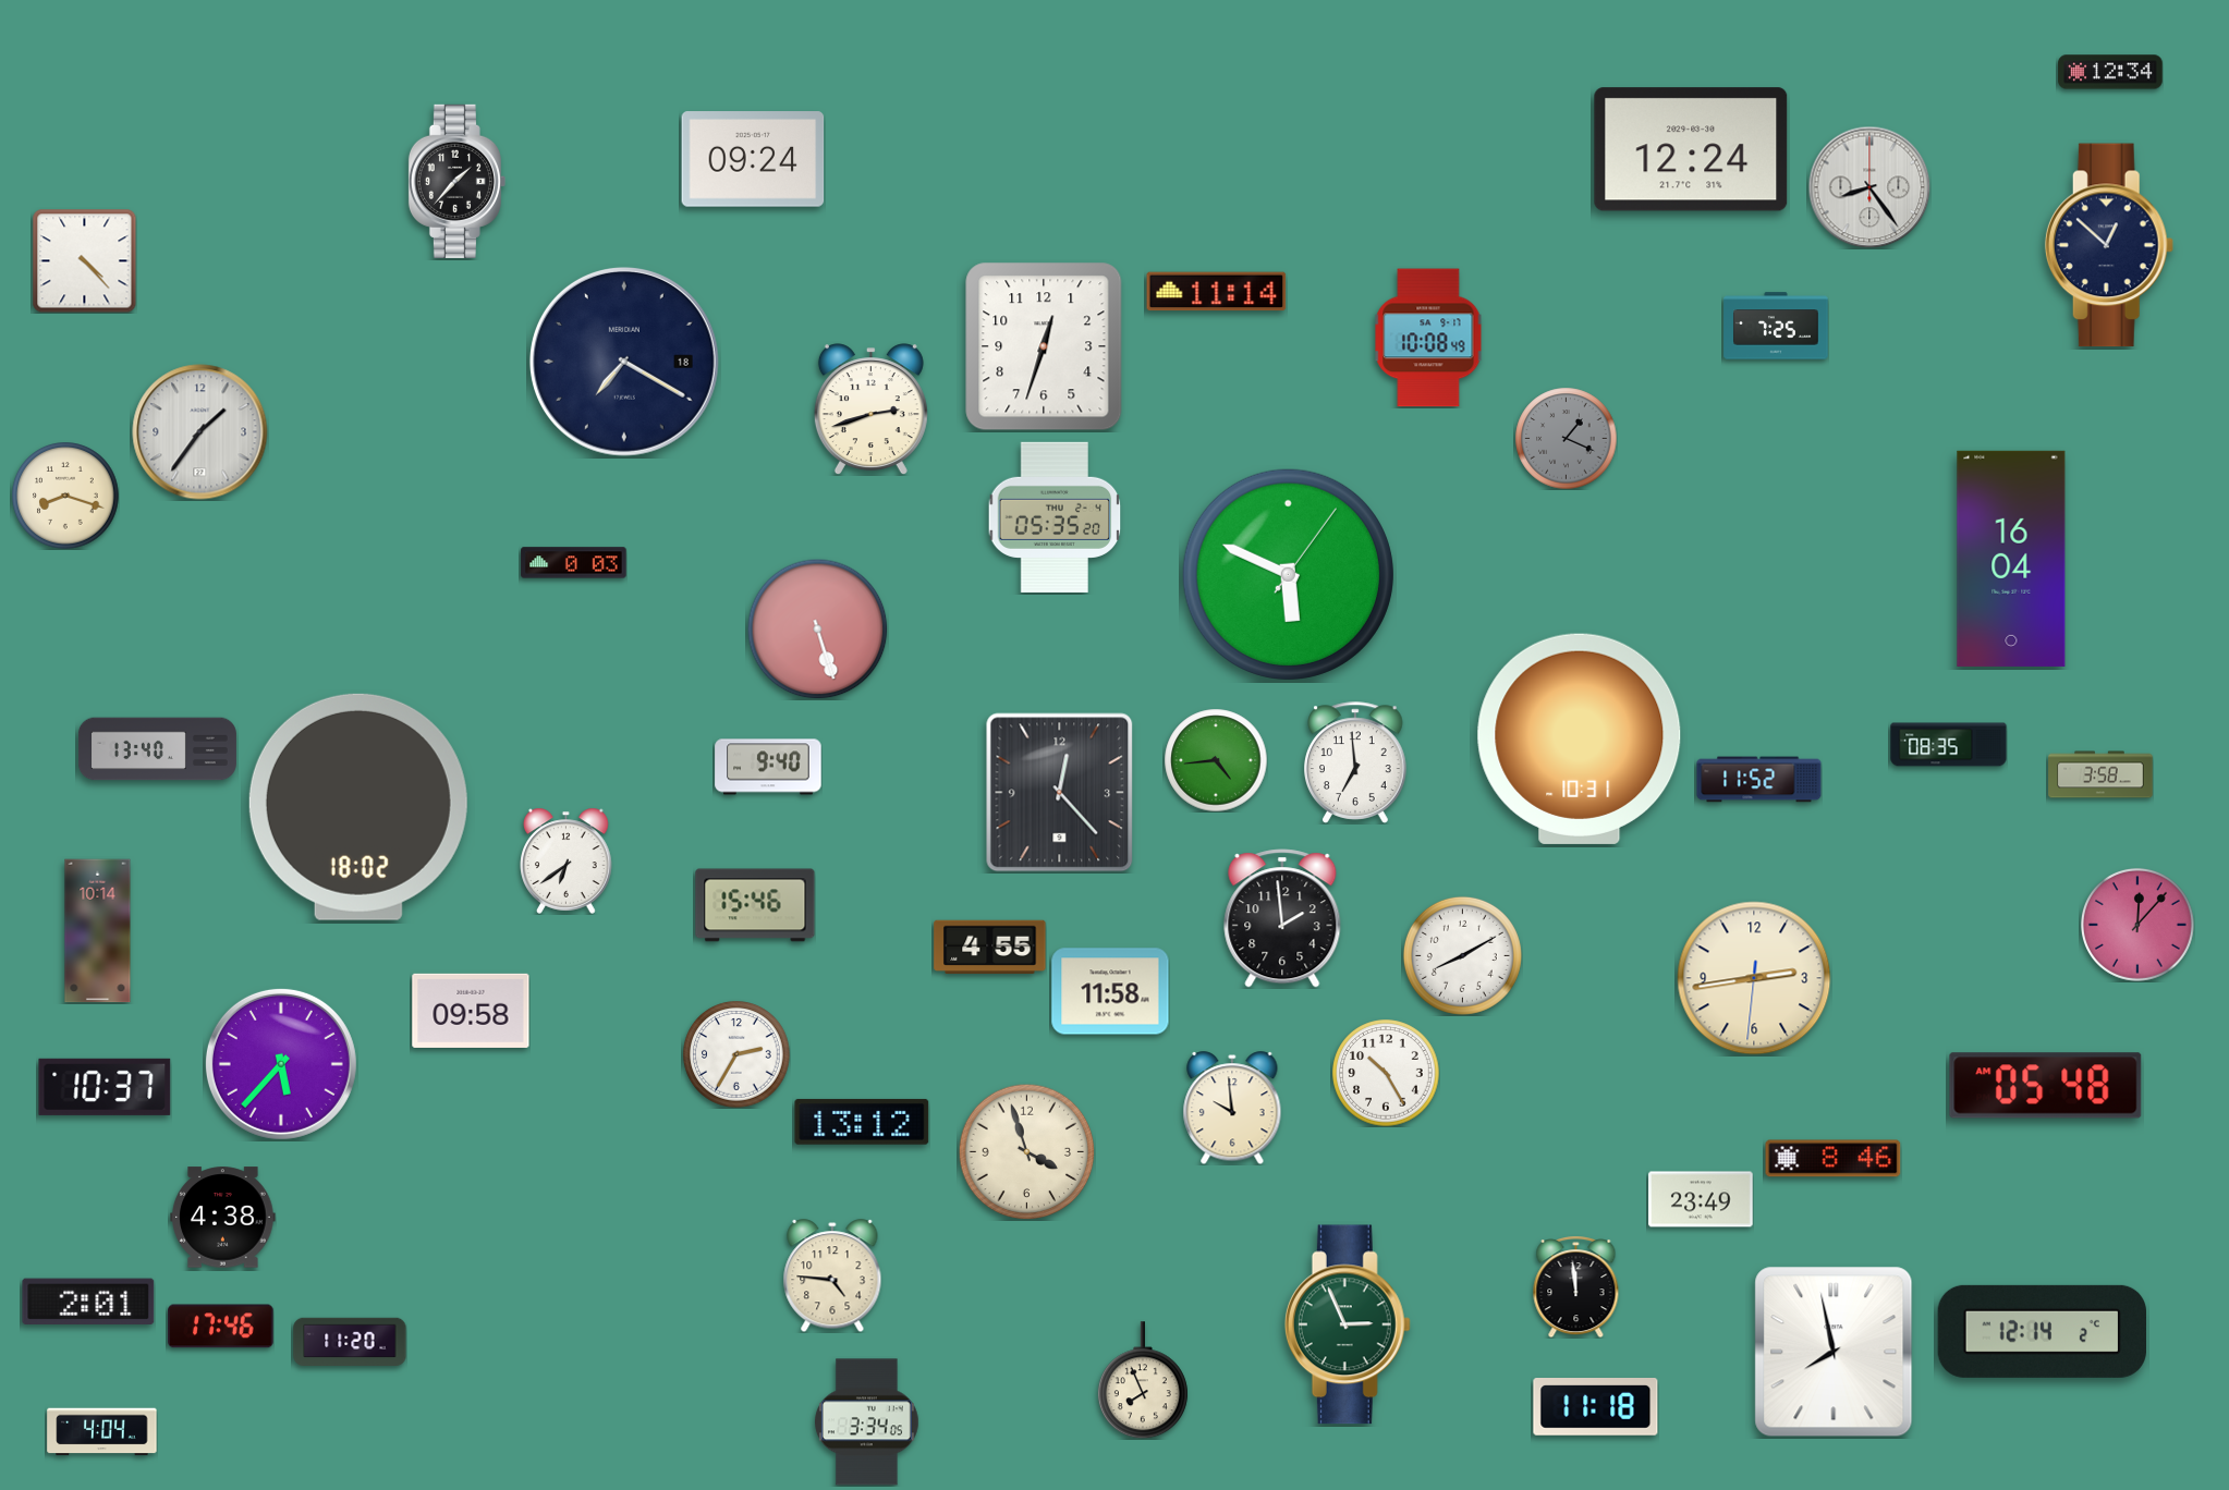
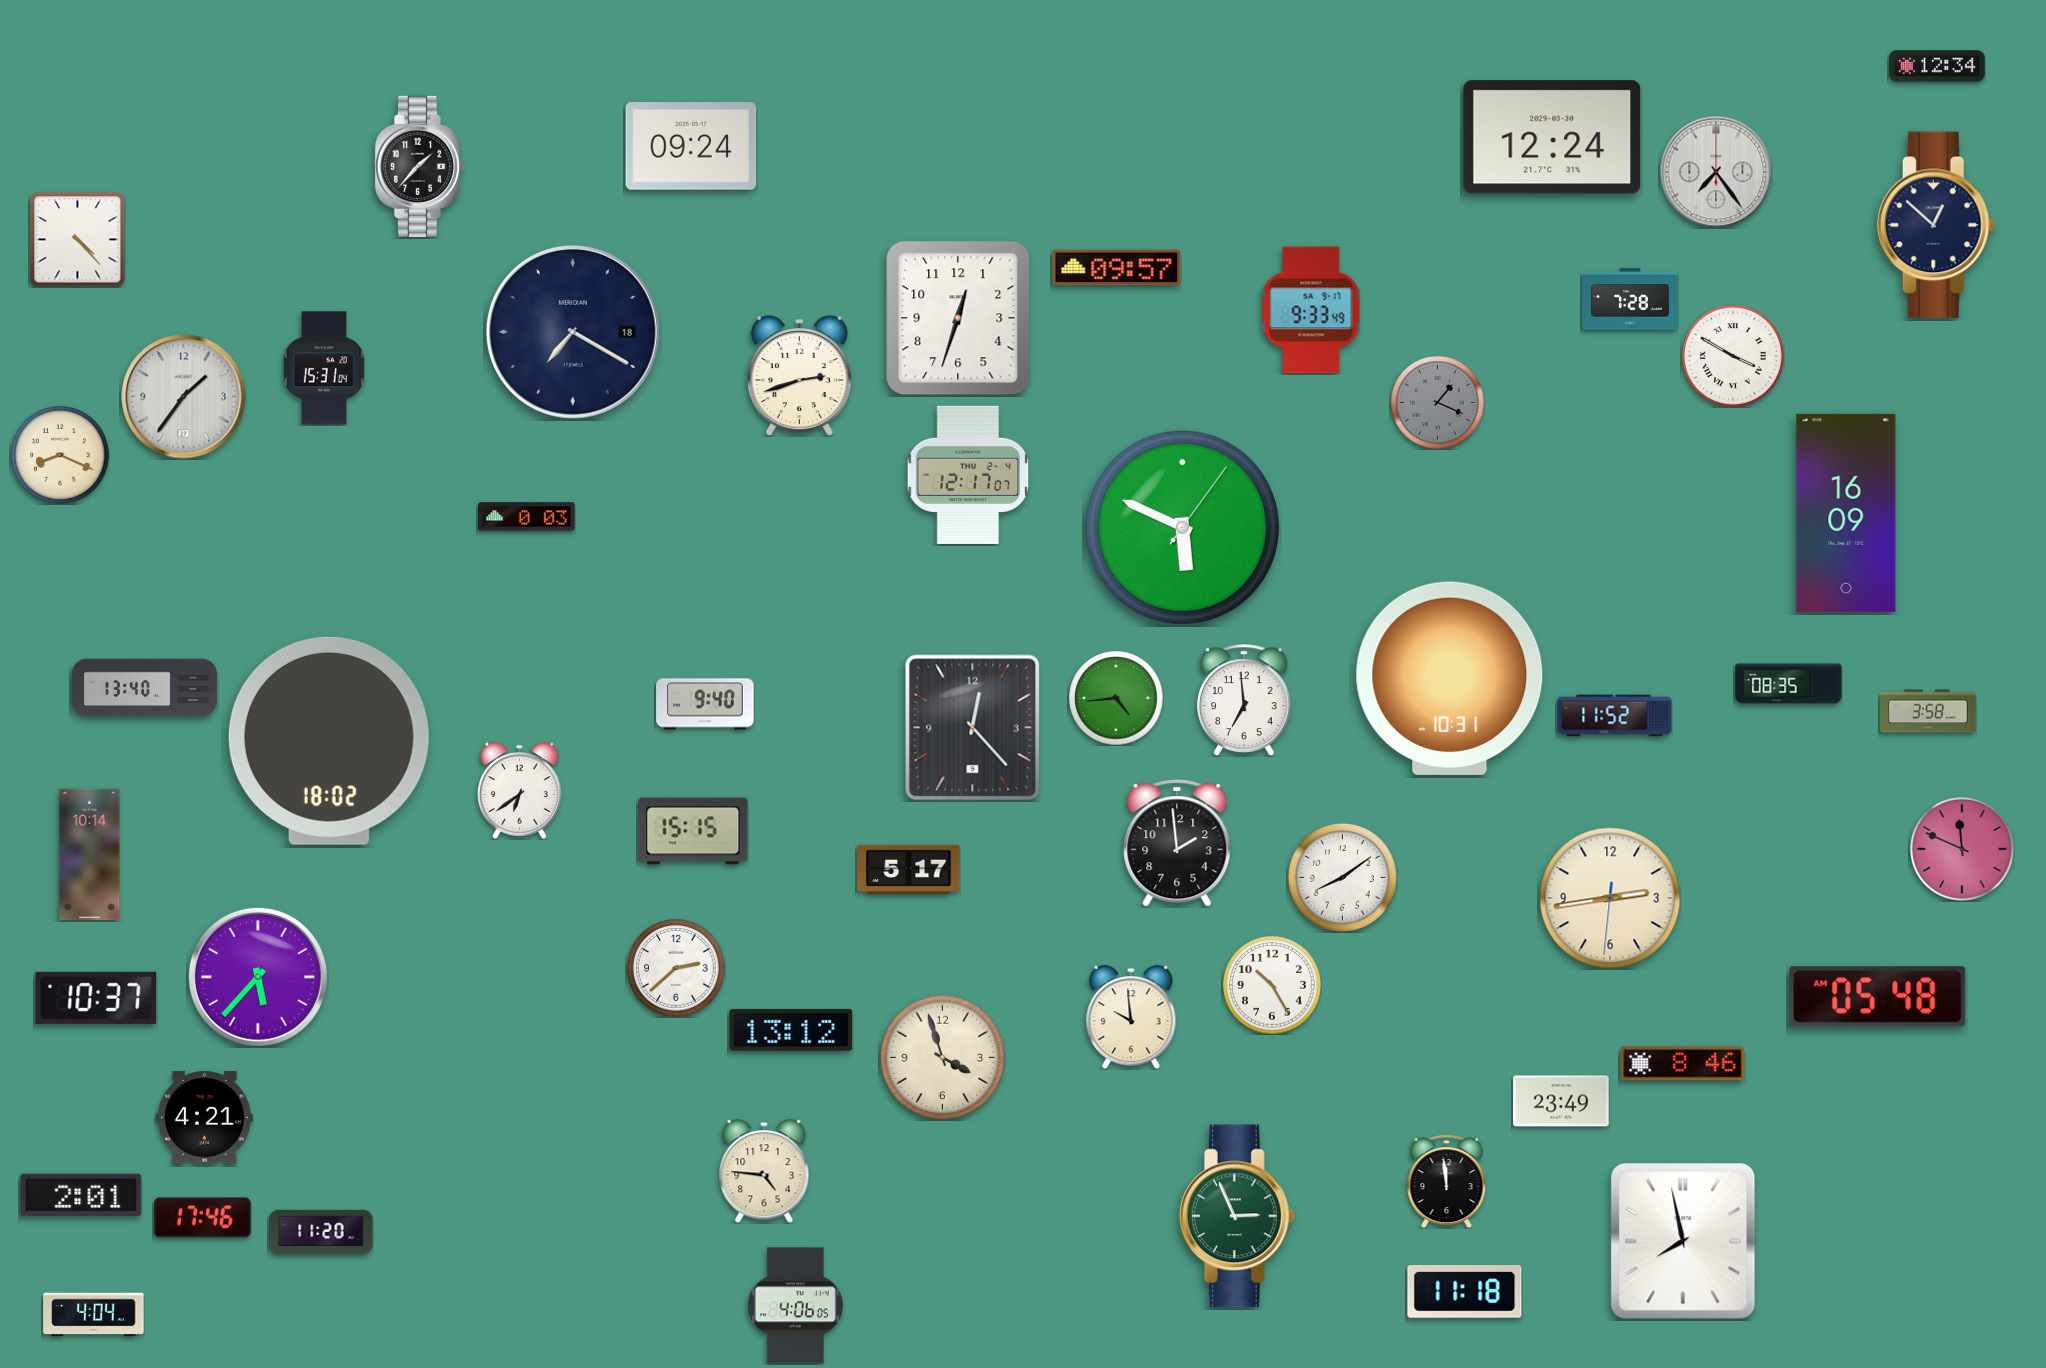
clock at (1869, 187): 8:24 -> 7:24
clock at (1217, 292): 11:14 -> 09:57
clock at (1776, 326): 7:25 -> 7:28
clock at (1428, 338): 10:08 -> 9:33
clock at (1734, 357): none -> 3:50
clock at (324, 368): none -> 15:31
clock at (65, 496): 8:18 -> 8:19
clock at (1055, 517): 05:35 -> 12:17
clock at (2011, 559): 16:04 -> 16:09
clock at (817, 628): 5:27 -> none
clock at (755, 905): 15:46 -> 15:15
clock at (2137, 925): 12:07 -> 11:49
clock at (990, 946): 4:55 -> 5:17
clock at (1462, 955): 8:10 -> 8:09
clock at (1110, 991): 11:58 -> none
clock at (471, 1011): 09:58 -> none
clock at (736, 1054): 2:35 -> 2:38
clock at (223, 1218): 4:38 -> 4:21
clock at (2042, 1331): 12:14 -> none
clock at (1143, 1380): 7:56 -> none
clock at (867, 1422): 3:34 -> 4:06
